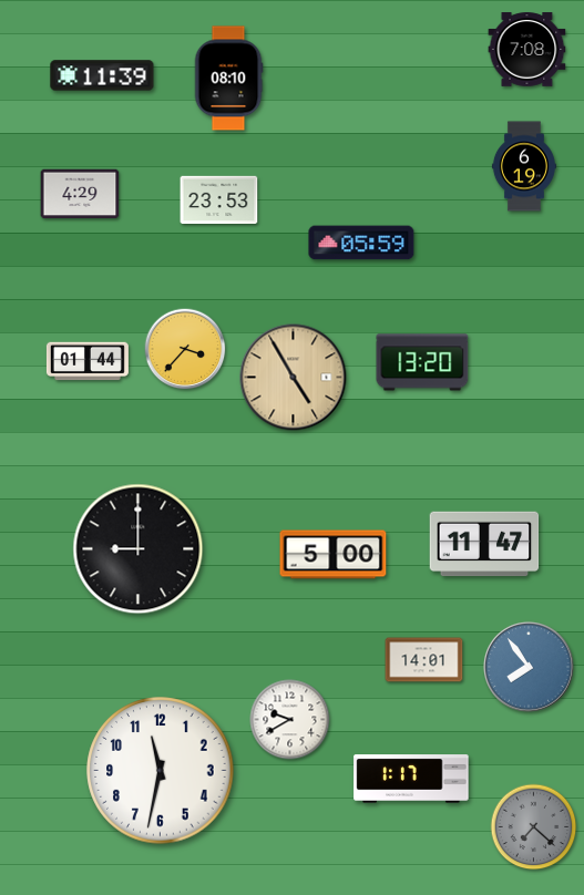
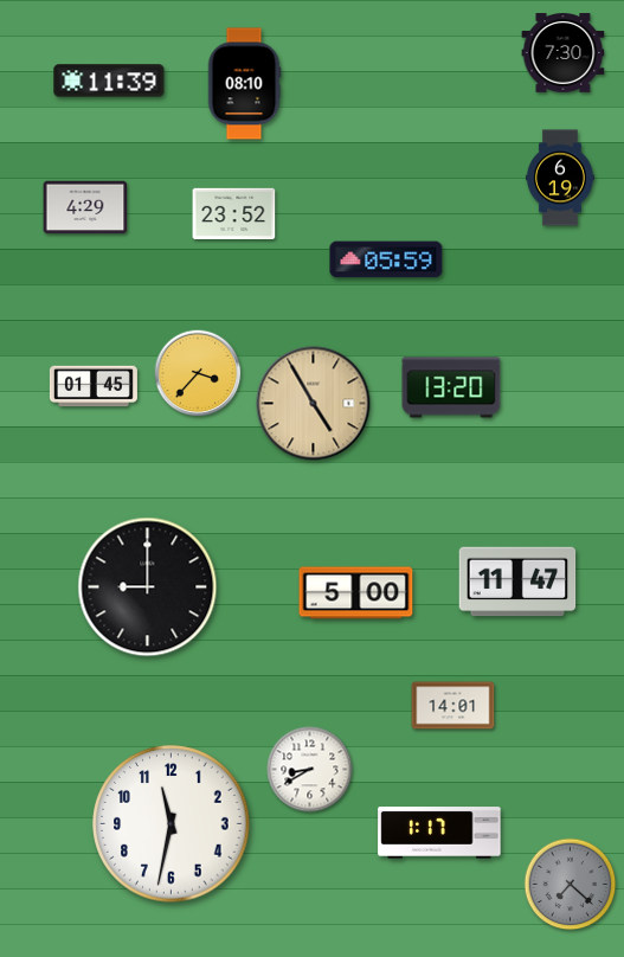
clock at (527, 50): 7:08 -> 7:30
clock at (219, 200): 23:53 -> 23:52
clock at (88, 361): 01:44 -> 01:45
clock at (530, 668): 7:54 -> none
clock at (290, 720): 9:40 -> 8:40
